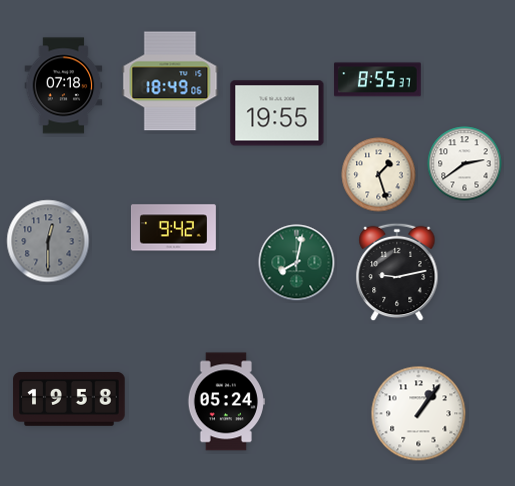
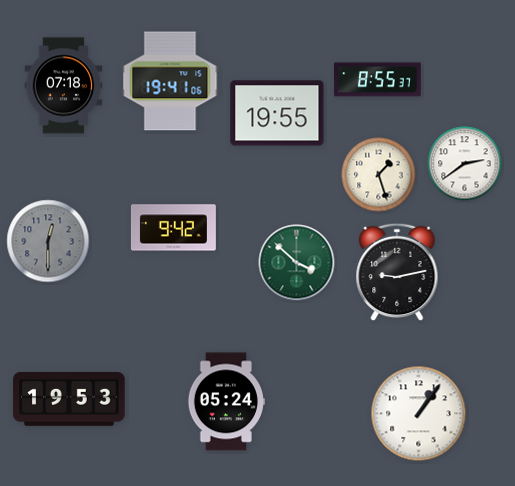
clock at (170, 81): 18:49 -> 19:41
clock at (297, 263): 8:02 -> 3:52
clock at (69, 399): 19:58 -> 19:53
